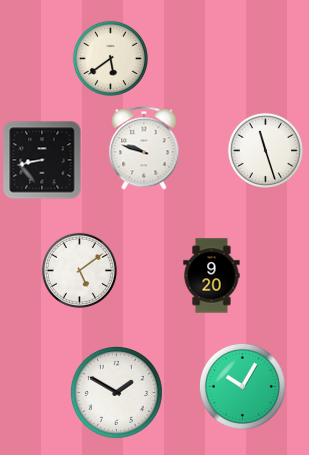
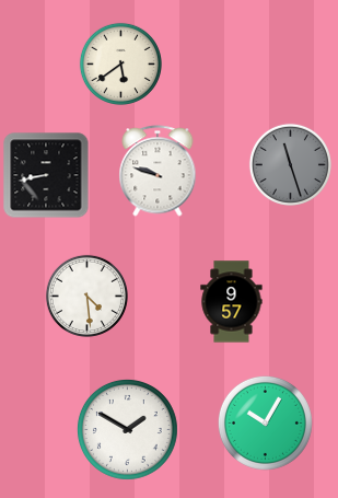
clock at (144, 148) position: (144, 148) -> (158, 171)
clock at (265, 150) dial: white -> grey
clock at (79, 270): 5:09 -> 4:29
clock at (212, 276): 9:20 -> 9:57
